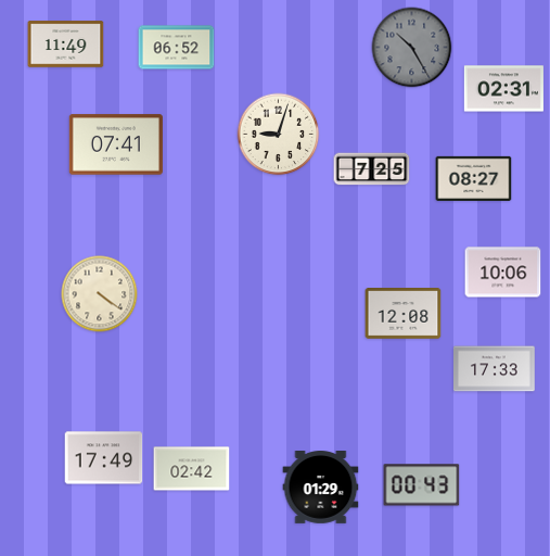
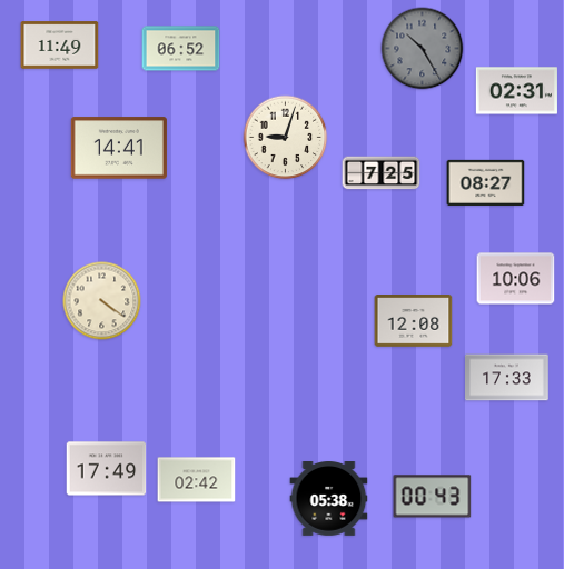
clock at (66, 45) position: (66, 45) -> (60, 46)
clock at (116, 144): 07:41 -> 14:41
clock at (321, 488): 01:29 -> 05:38
